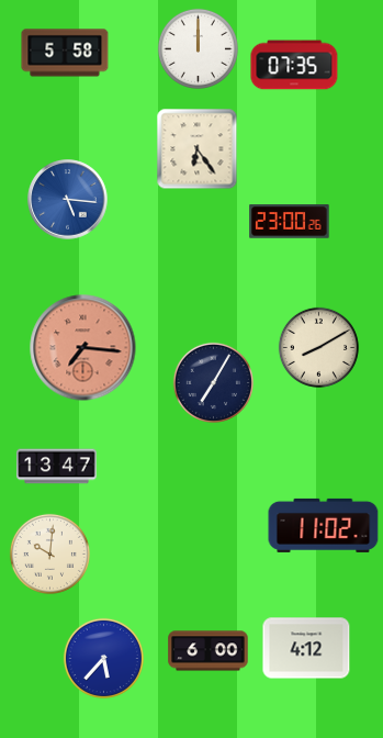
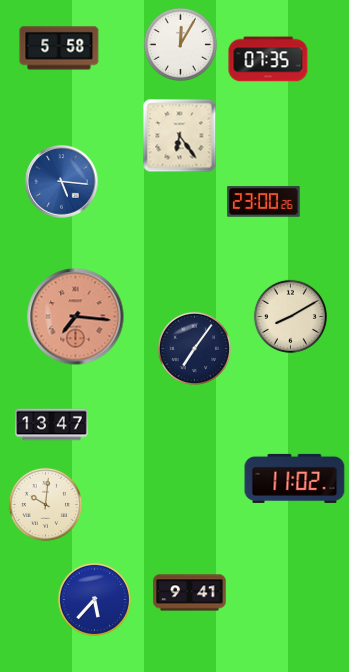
clock at (198, 48): 12:00 -> 12:05
clock at (213, 382): 7:05 -> 7:06
clock at (306, 648): 4:12 -> none
clock at (209, 651): 6:00 -> 9:41
